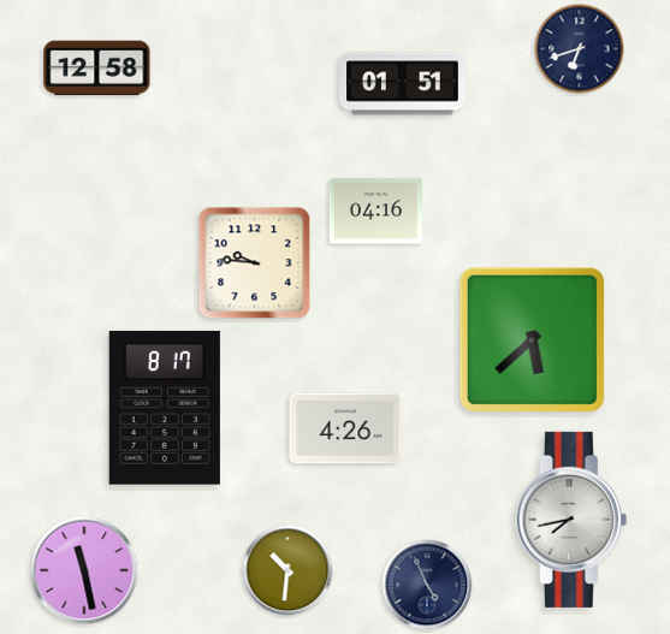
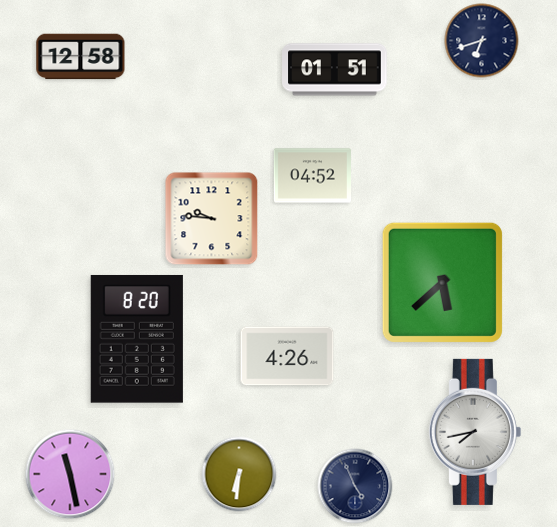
clock at (375, 212): 04:16 -> 04:52
clock at (165, 408): 8:17 -> 8:20
clock at (287, 570): 10:31 -> 6:31
